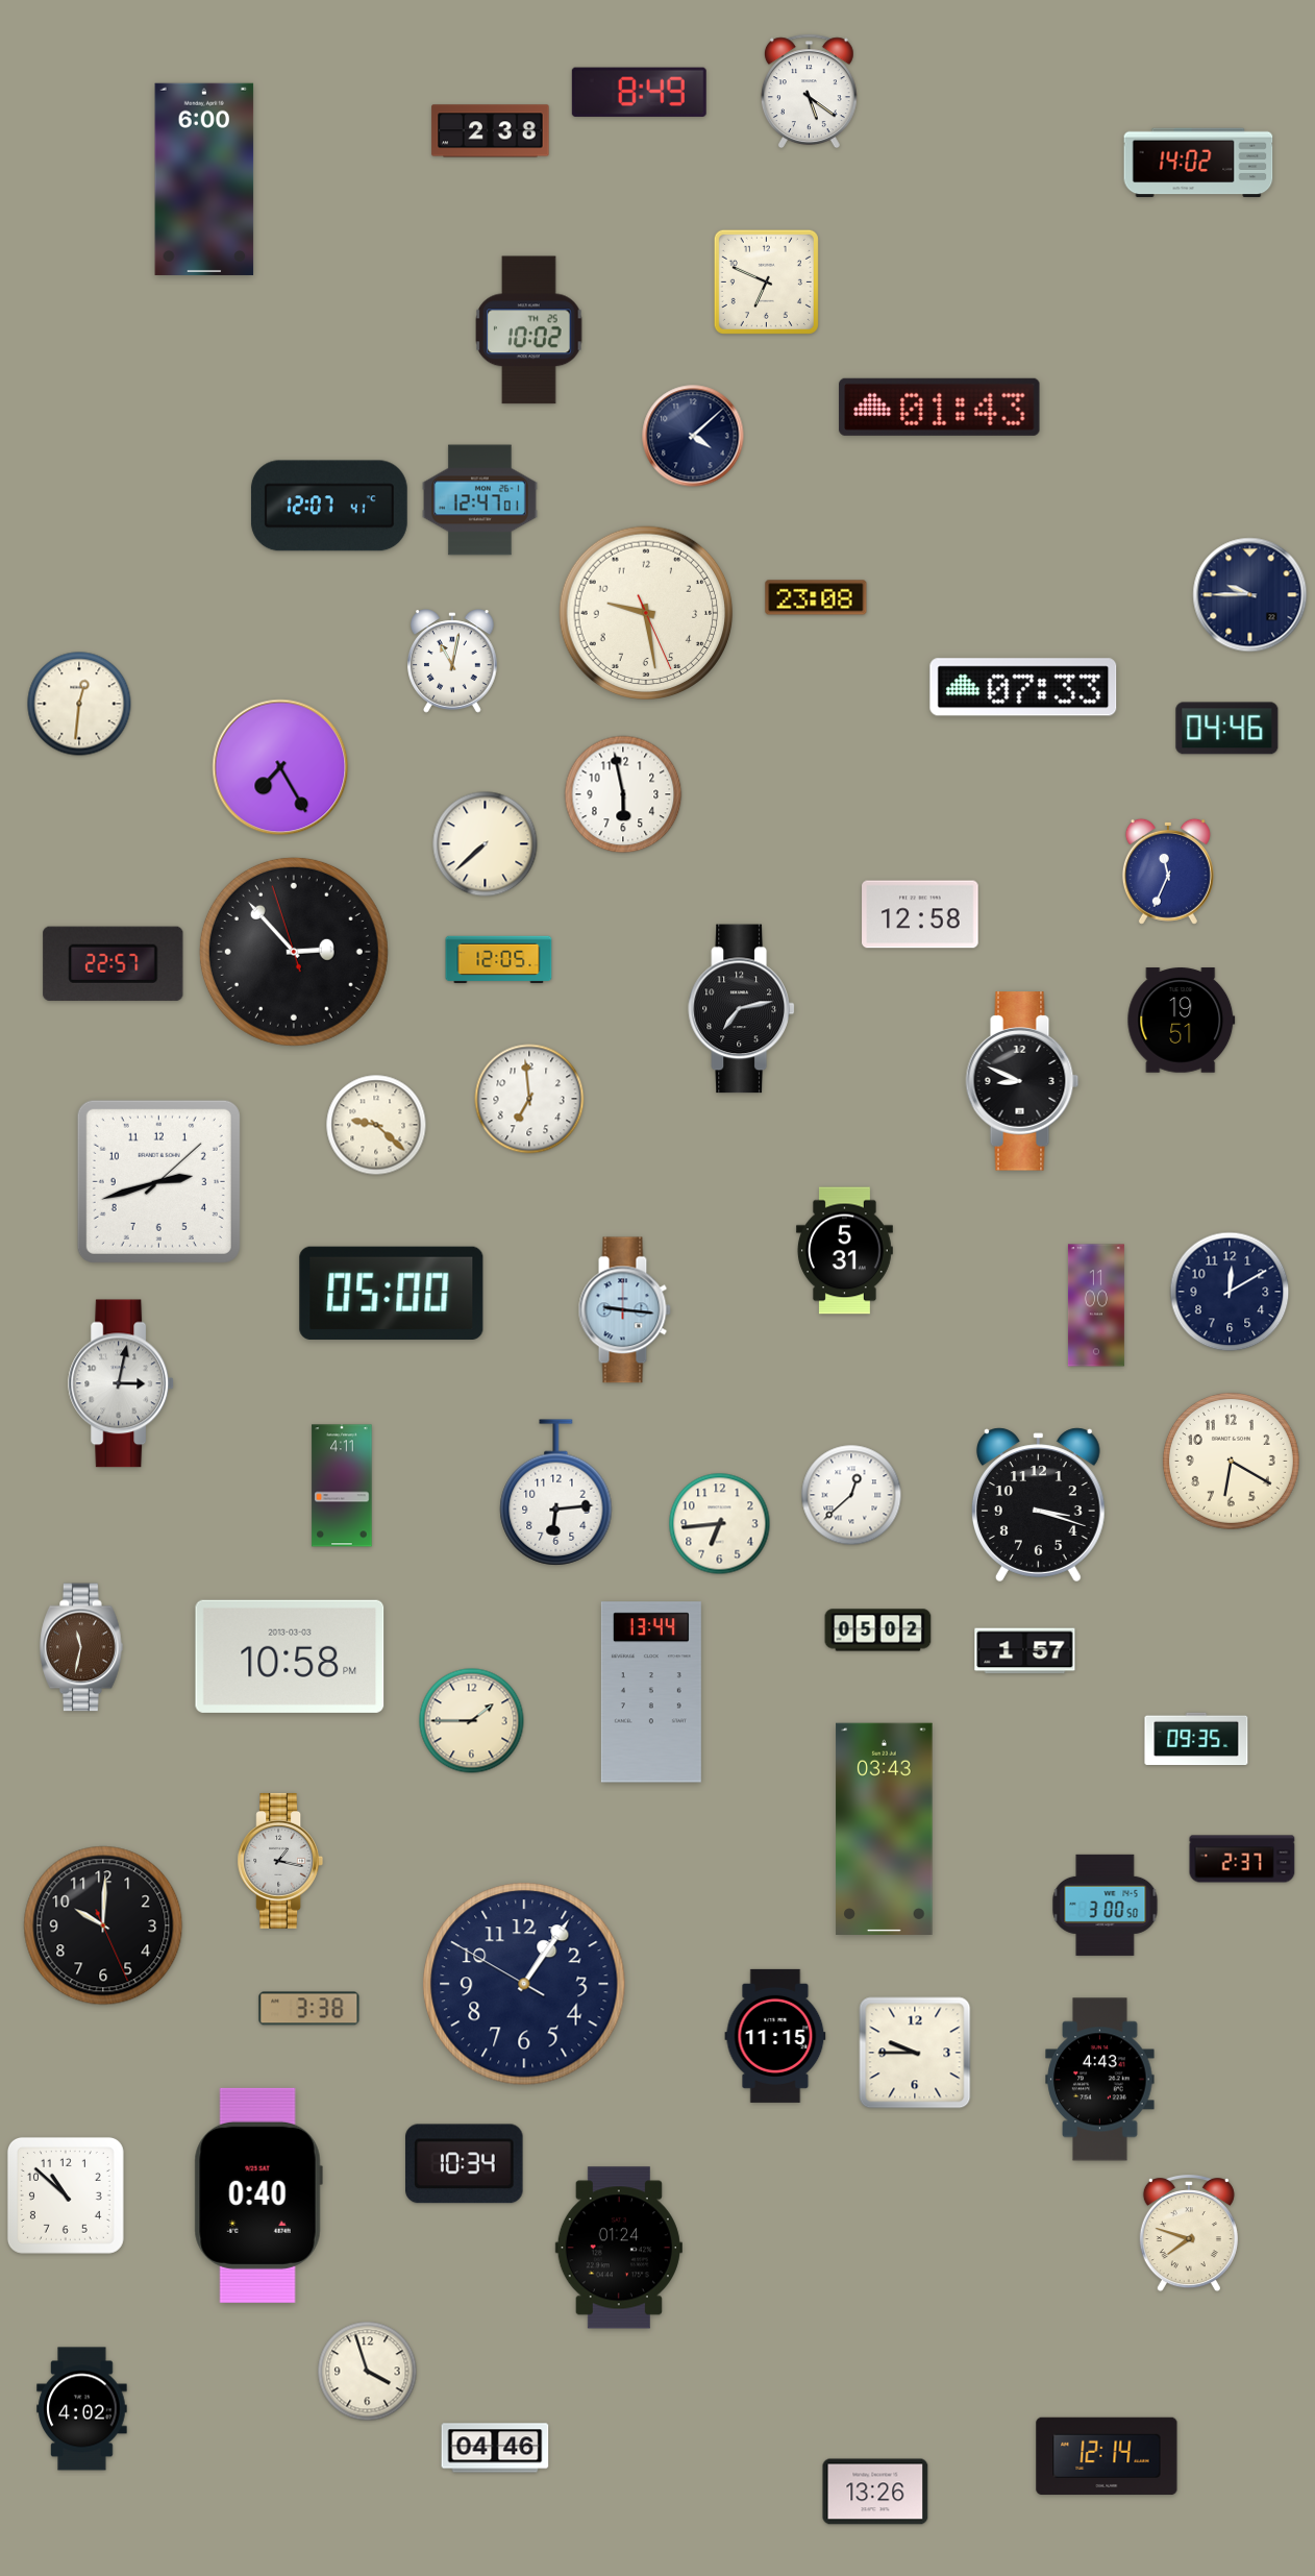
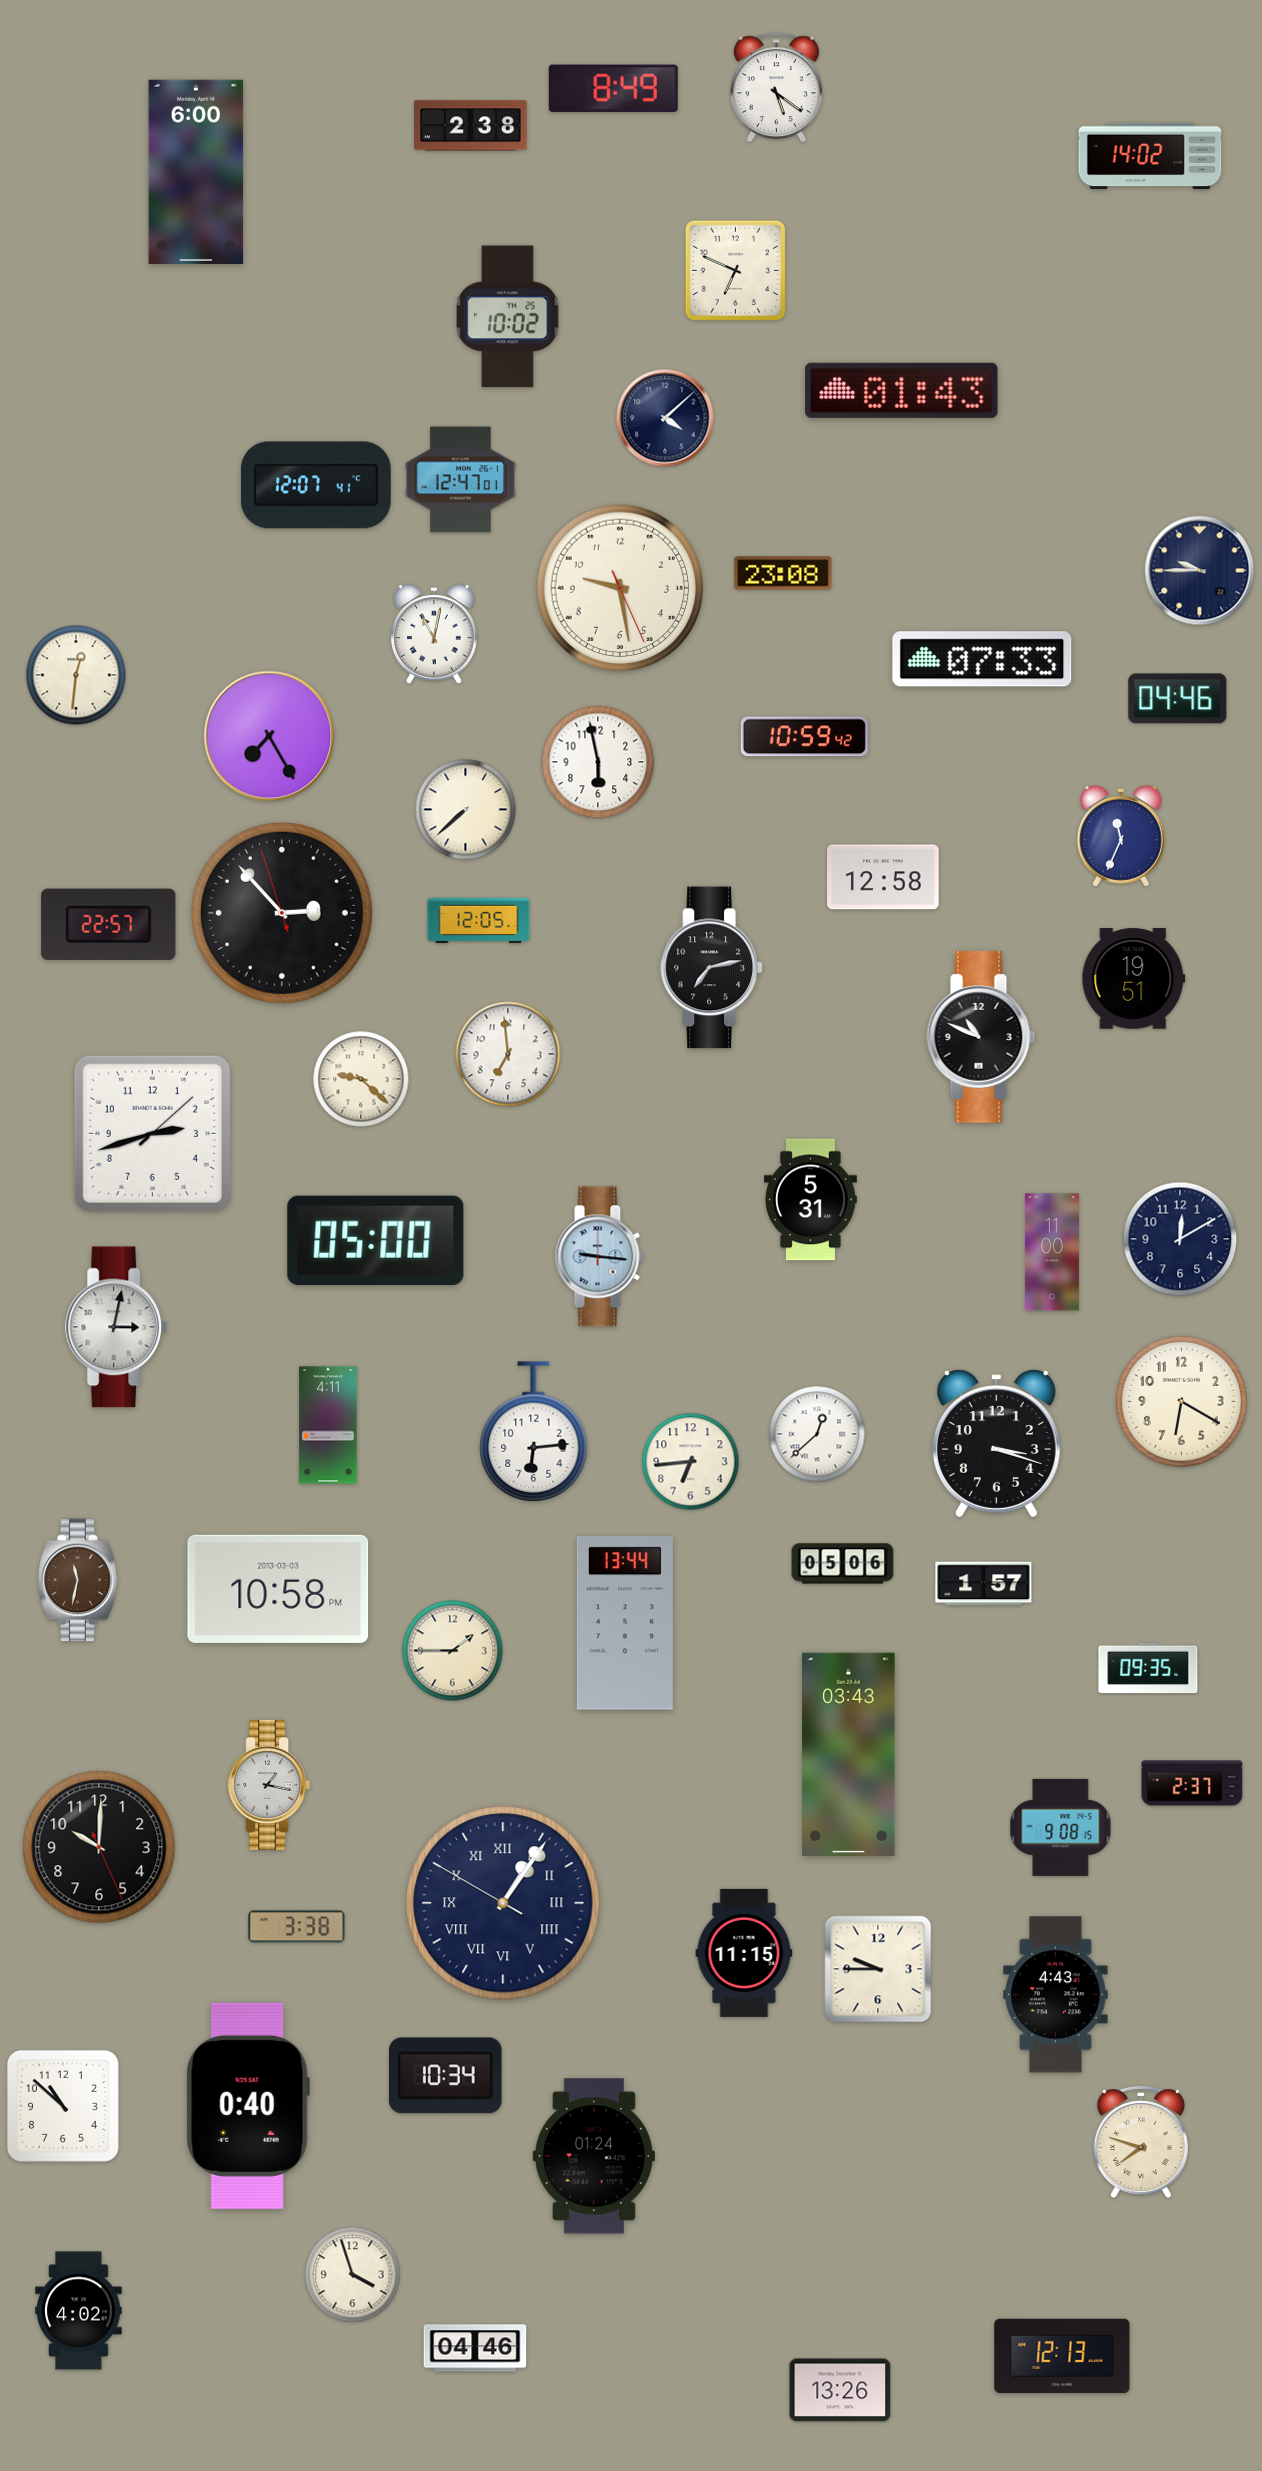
clock at (804, 737): none -> 10:59
clock at (1022, 1081): 8:49 -> 10:49
clock at (878, 1630): 05:02 -> 05:06
clock at (1106, 1905): 3:00 -> 9:08
clock at (524, 1984) numerals: Arabic -> Roman
clock at (1107, 2456): 12:14 -> 12:13
